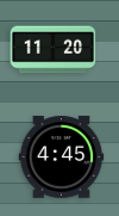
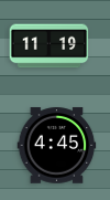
clock at (54, 50): 11:20 -> 11:19
